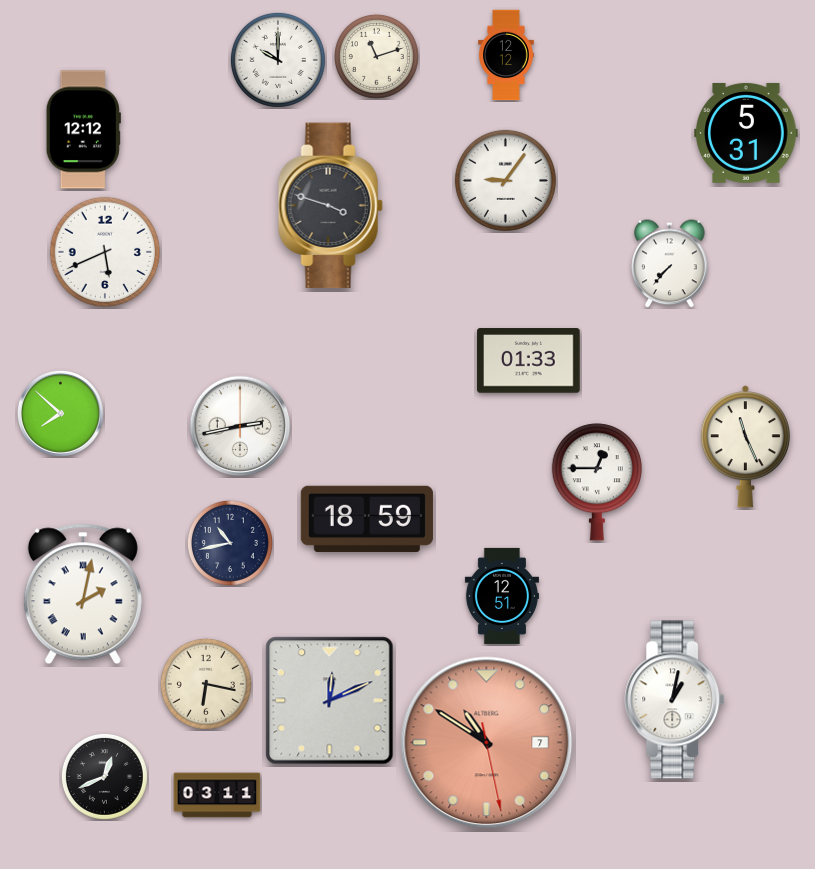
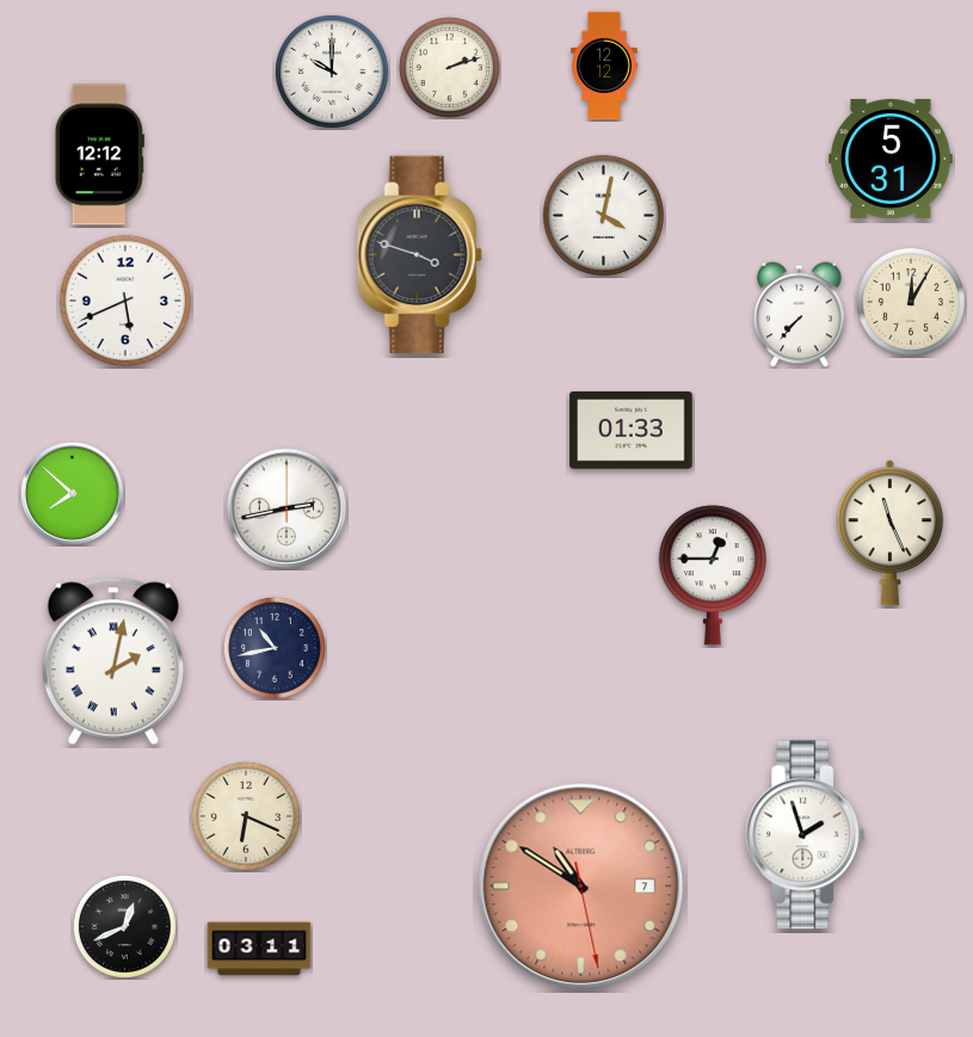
clock at (376, 56): 11:12 -> 2:12
clock at (505, 180): 9:06 -> 4:02
clock at (330, 206) position: (330, 206) -> (419, 255)
clock at (911, 302): none -> 12:05
clock at (367, 519): 18:59 -> none
clock at (83, 594) position: (83, 594) -> (113, 661)
clock at (502, 596): 12:51 -> none
clock at (206, 684): 6:17 -> 6:19
clock at (675, 700): 1:02 -> 1:57
clock at (330, 701): 12:11 -> none
